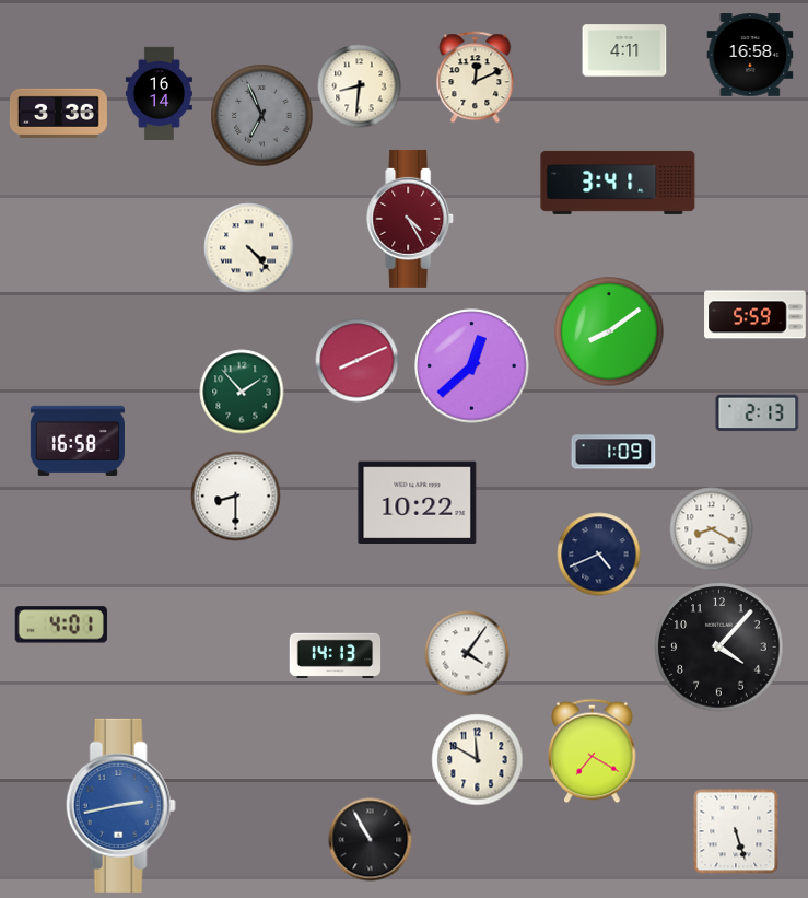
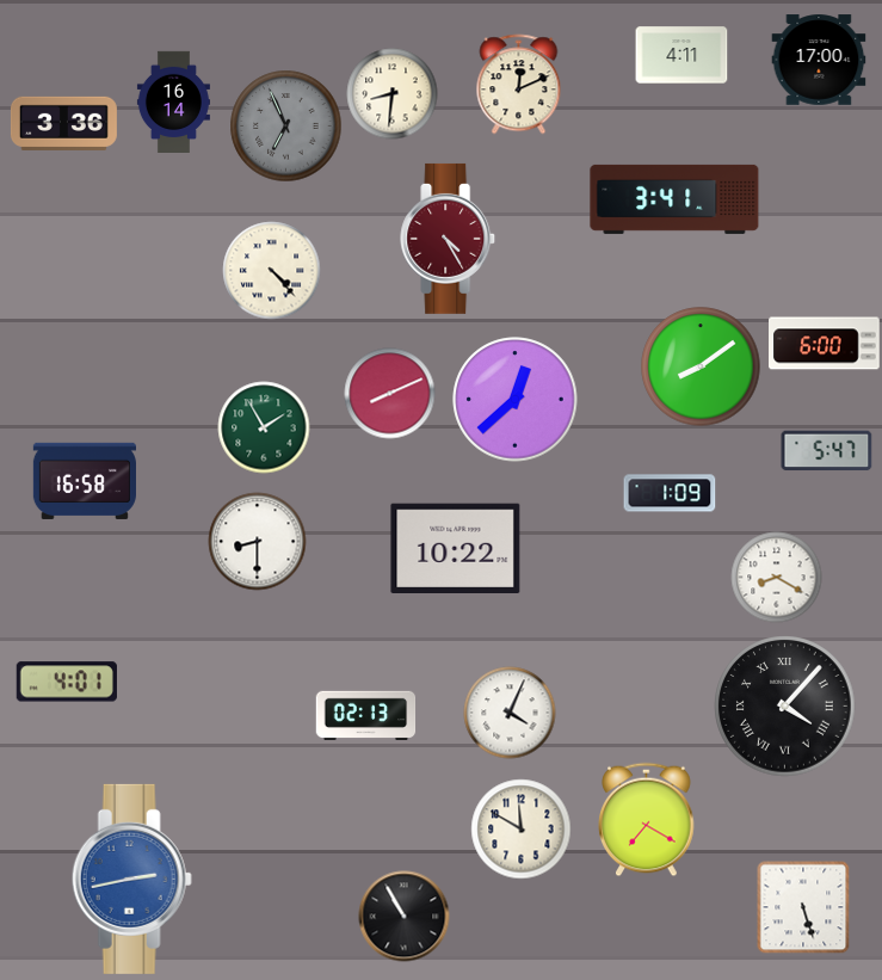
clock at (750, 55): 16:58 -> 17:00
clock at (756, 315): 5:59 -> 6:00
clock at (609, 331) position: (609, 331) -> (701, 366)
clock at (242, 392): 1:53 -> 1:55
clock at (758, 413): 2:13 -> 5:47
clock at (599, 555): 4:41 -> none
clock at (719, 648) numerals: Arabic -> Roman
clock at (467, 653): 4:06 -> 4:04
clock at (336, 655): 14:13 -> 02:13
